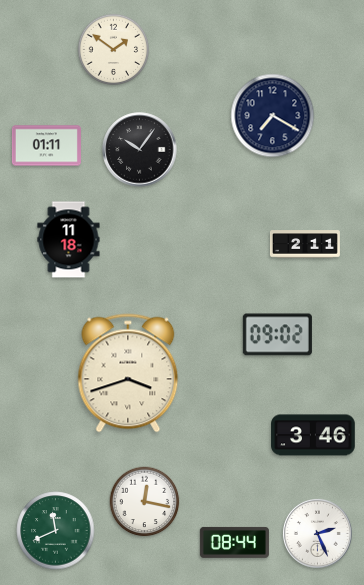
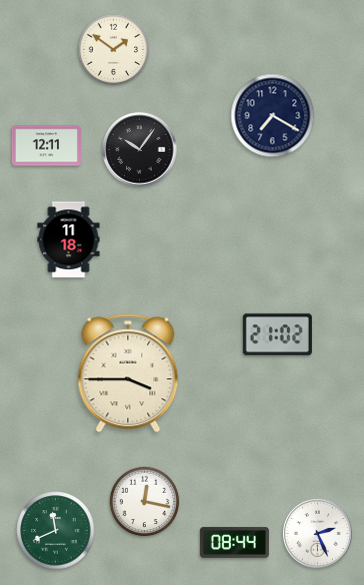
clock at (46, 146): 01:11 -> 12:11
clock at (305, 244): 2:11 -> none
clock at (277, 335): 09:02 -> 21:02
clock at (128, 373): 3:42 -> 3:45
clock at (313, 435): 3:46 -> none
